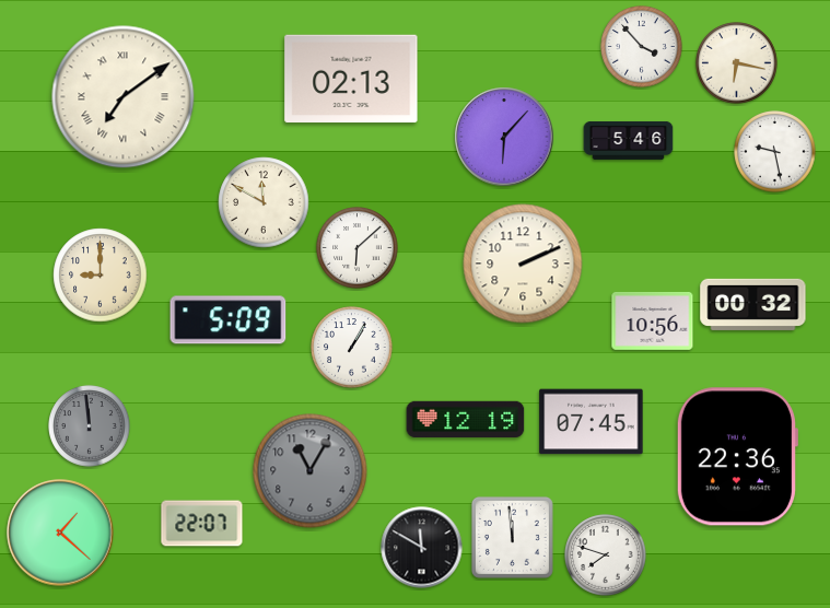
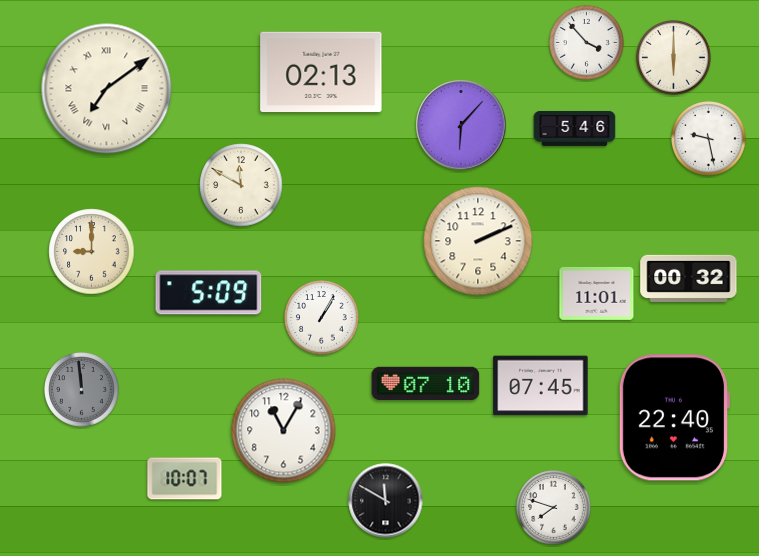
clock at (737, 63): 6:17 -> 6:00
clock at (124, 97) position: (124, 97) -> (107, 89)
clock at (358, 248): 6:08 -> none
clock at (653, 320): 10:56 -> 11:01
clock at (466, 419): 12:19 -> 07:10
clock at (737, 457): 22:36 -> 22:40
clock at (311, 471) dial: grey -> white
clock at (202, 524): 22:07 -> 10:07
clock at (60, 533): 1:22 -> none
clock at (512, 537): 11:59 -> none
